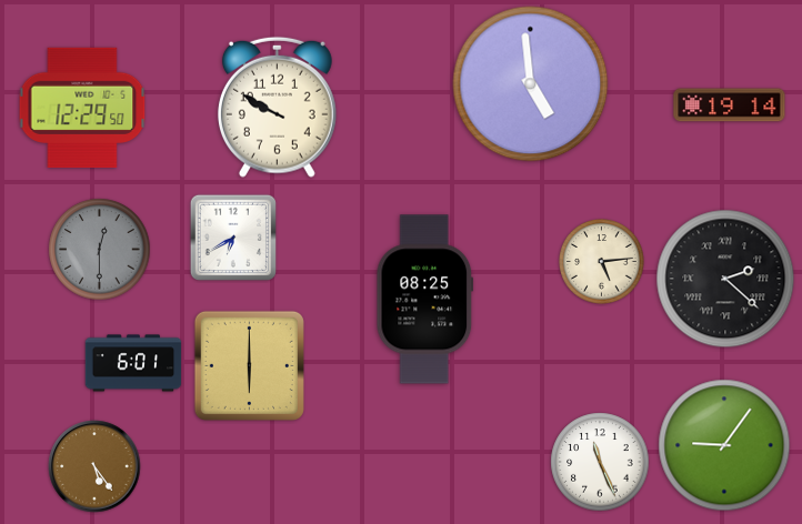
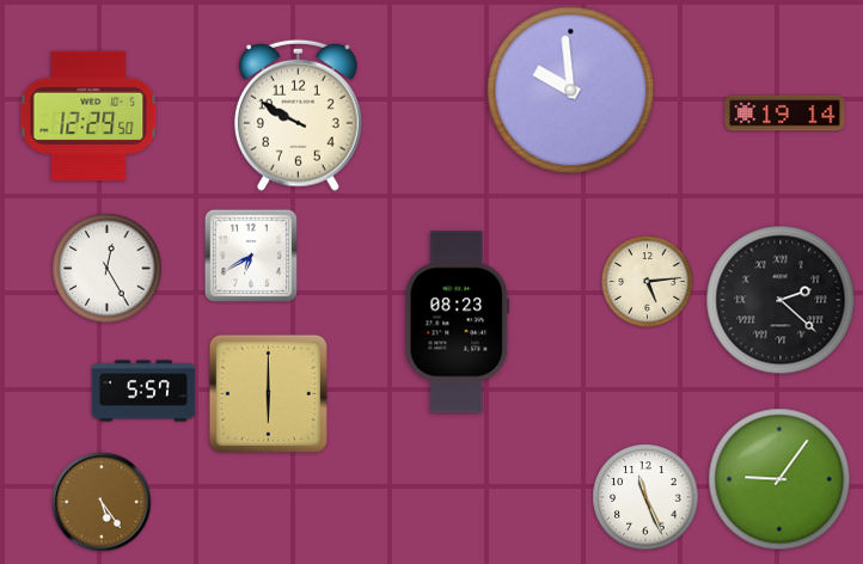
clock at (531, 84): 4:59 -> 9:59
clock at (100, 250): 12:30 -> 12:25
clock at (100, 250) dial: grey -> white
clock at (425, 300): 08:25 -> 08:23
clock at (133, 363): 6:01 -> 5:57
